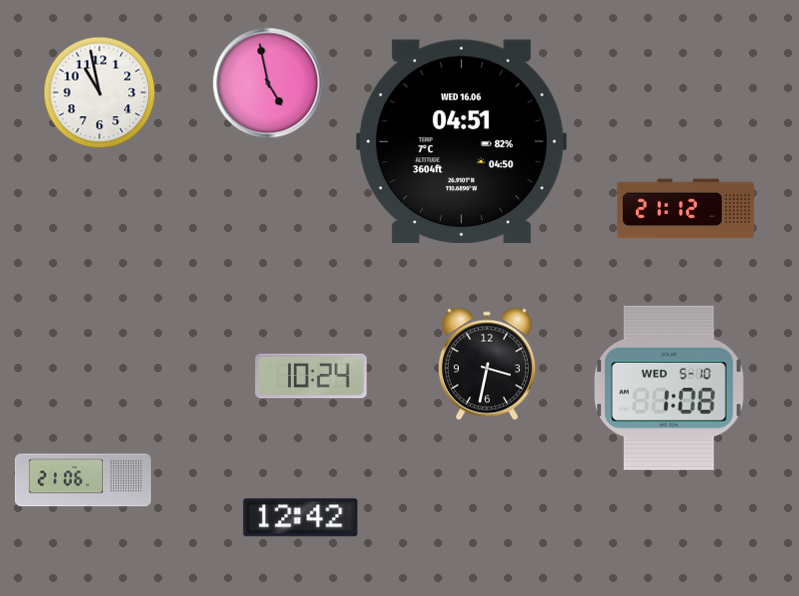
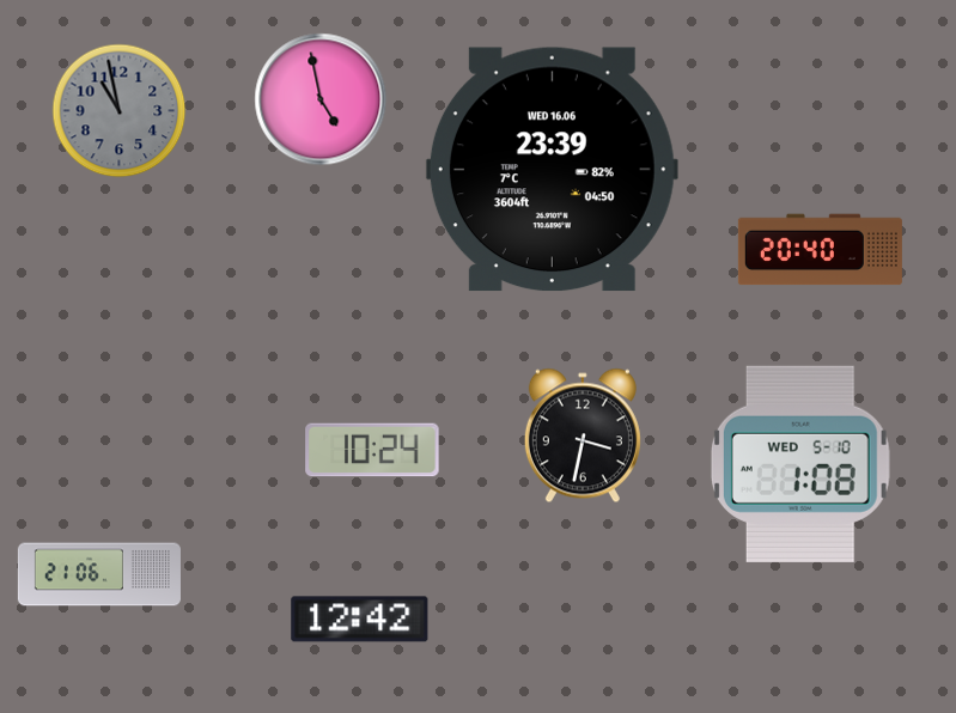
clock at (100, 93) dial: white -> grey
clock at (461, 142): 04:51 -> 23:39
clock at (685, 209): 21:12 -> 20:40
